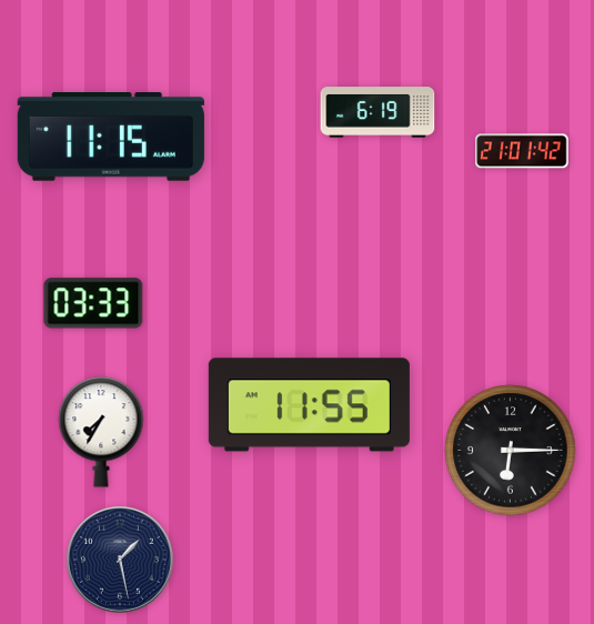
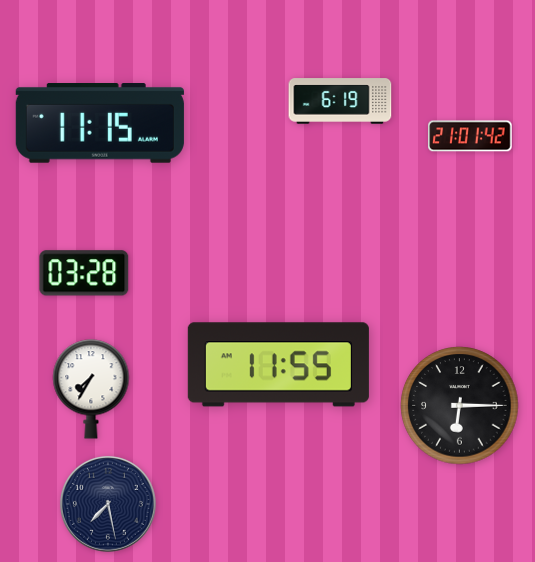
clock at (93, 303): 03:33 -> 03:28
clock at (120, 560): 1:28 -> 7:28
